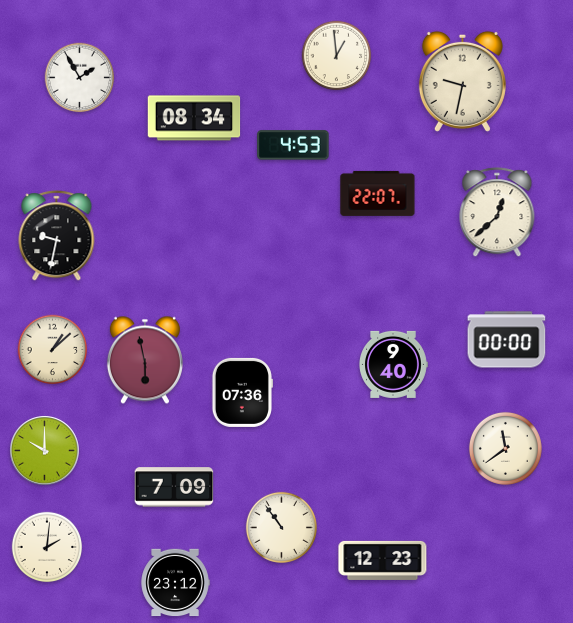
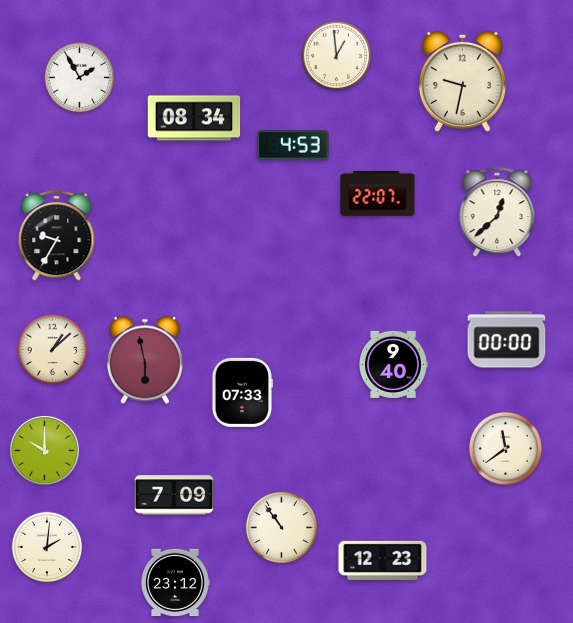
clock at (57, 236): 9:32 -> 9:35
clock at (241, 392): 07:36 -> 07:33
clock at (174, 487) position: (174, 487) -> (174, 495)
